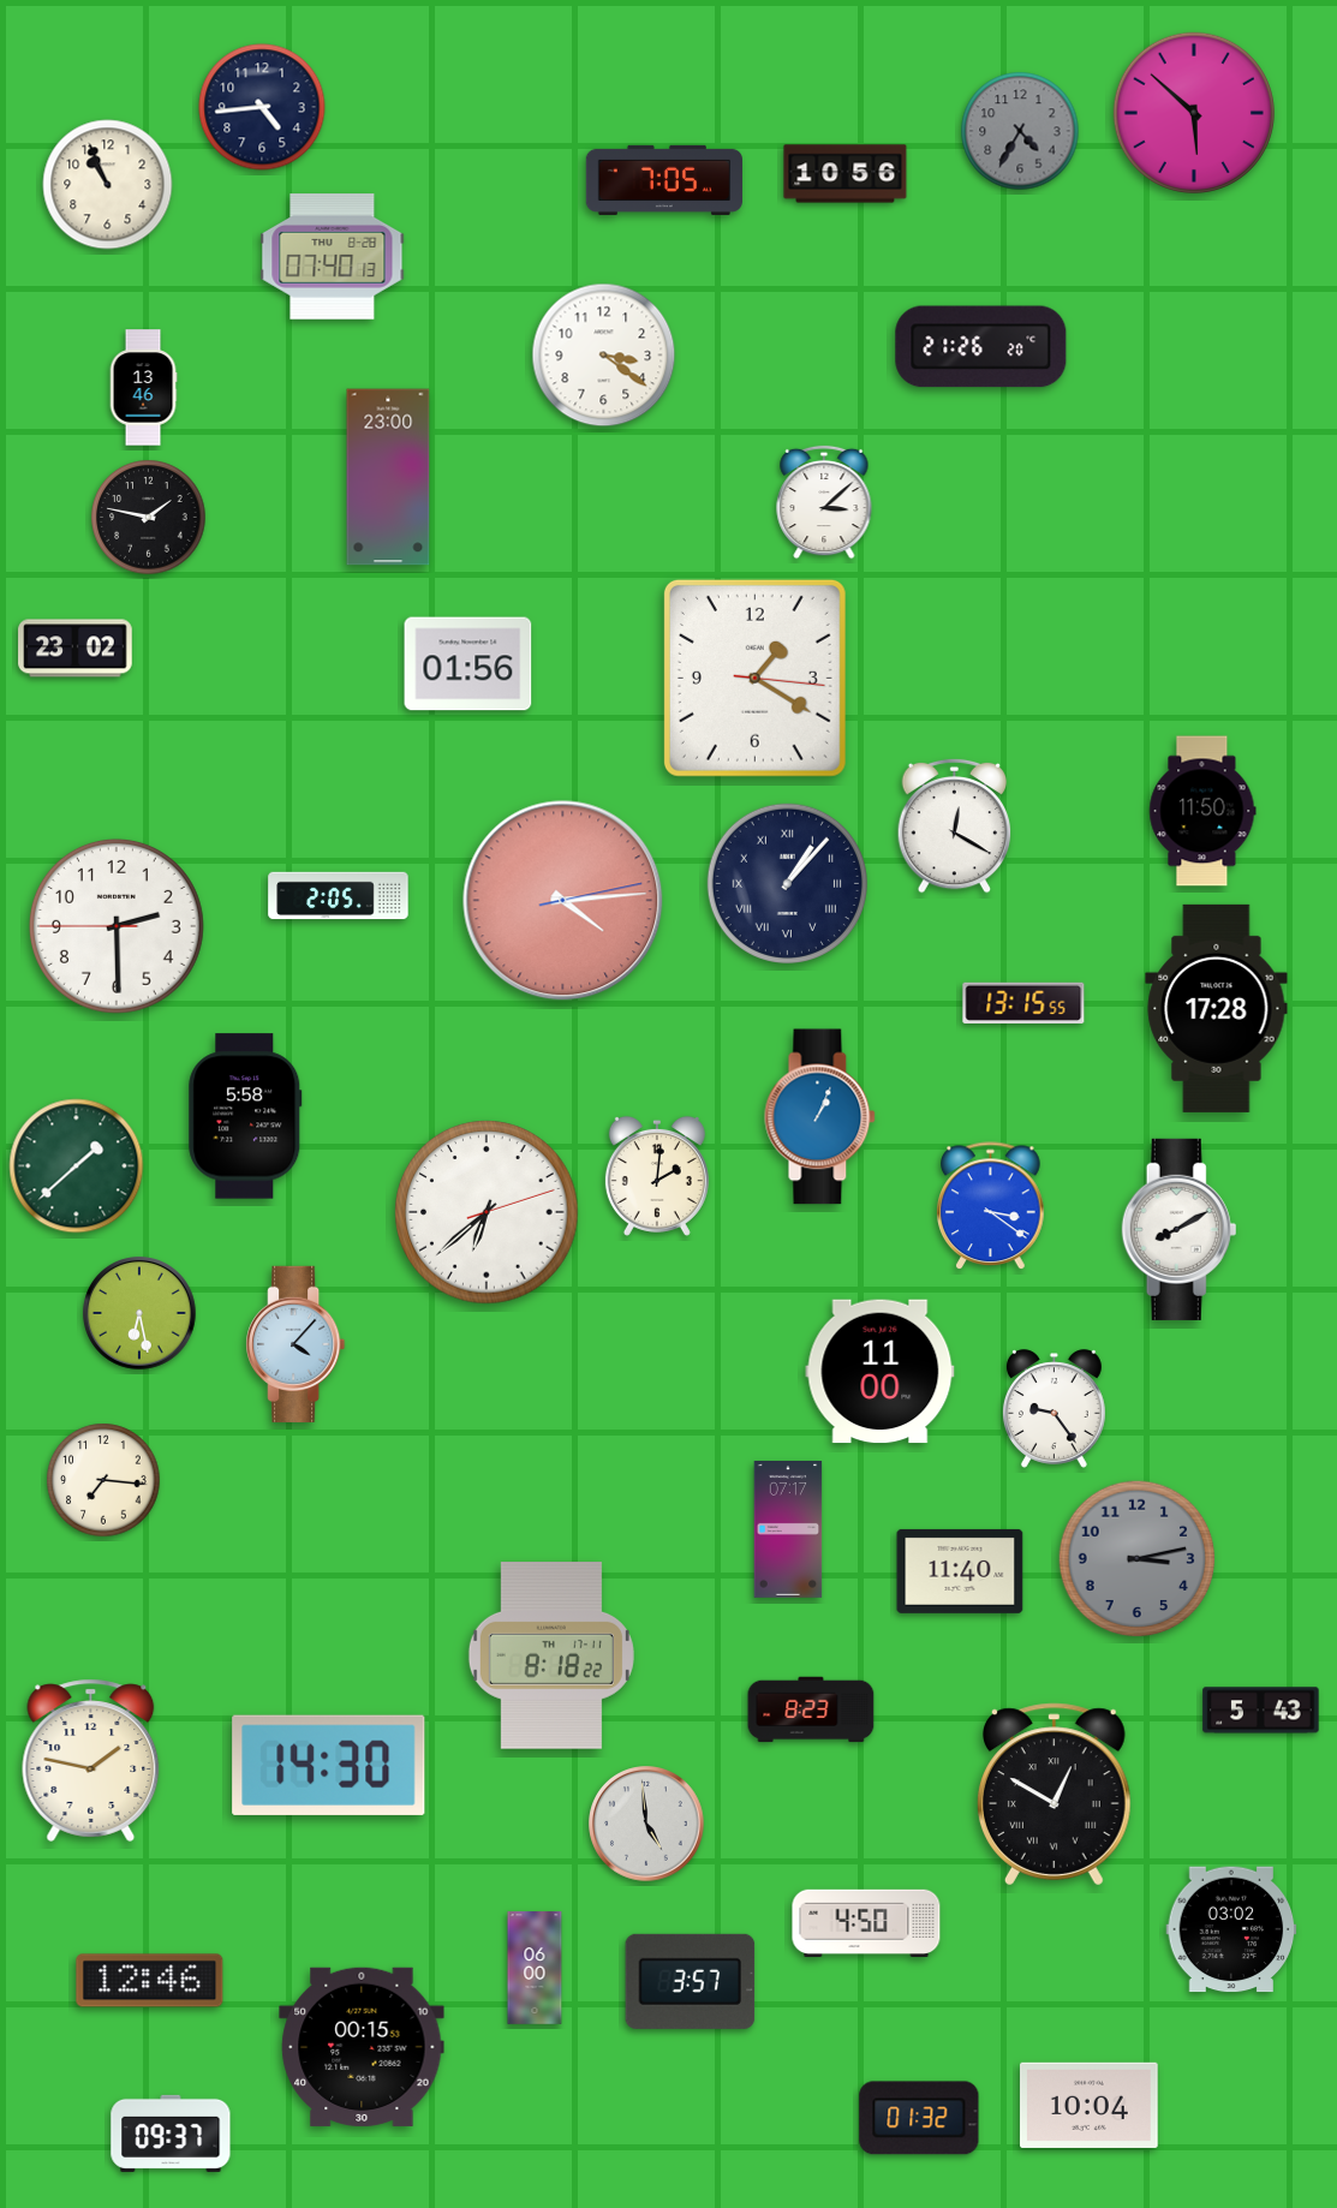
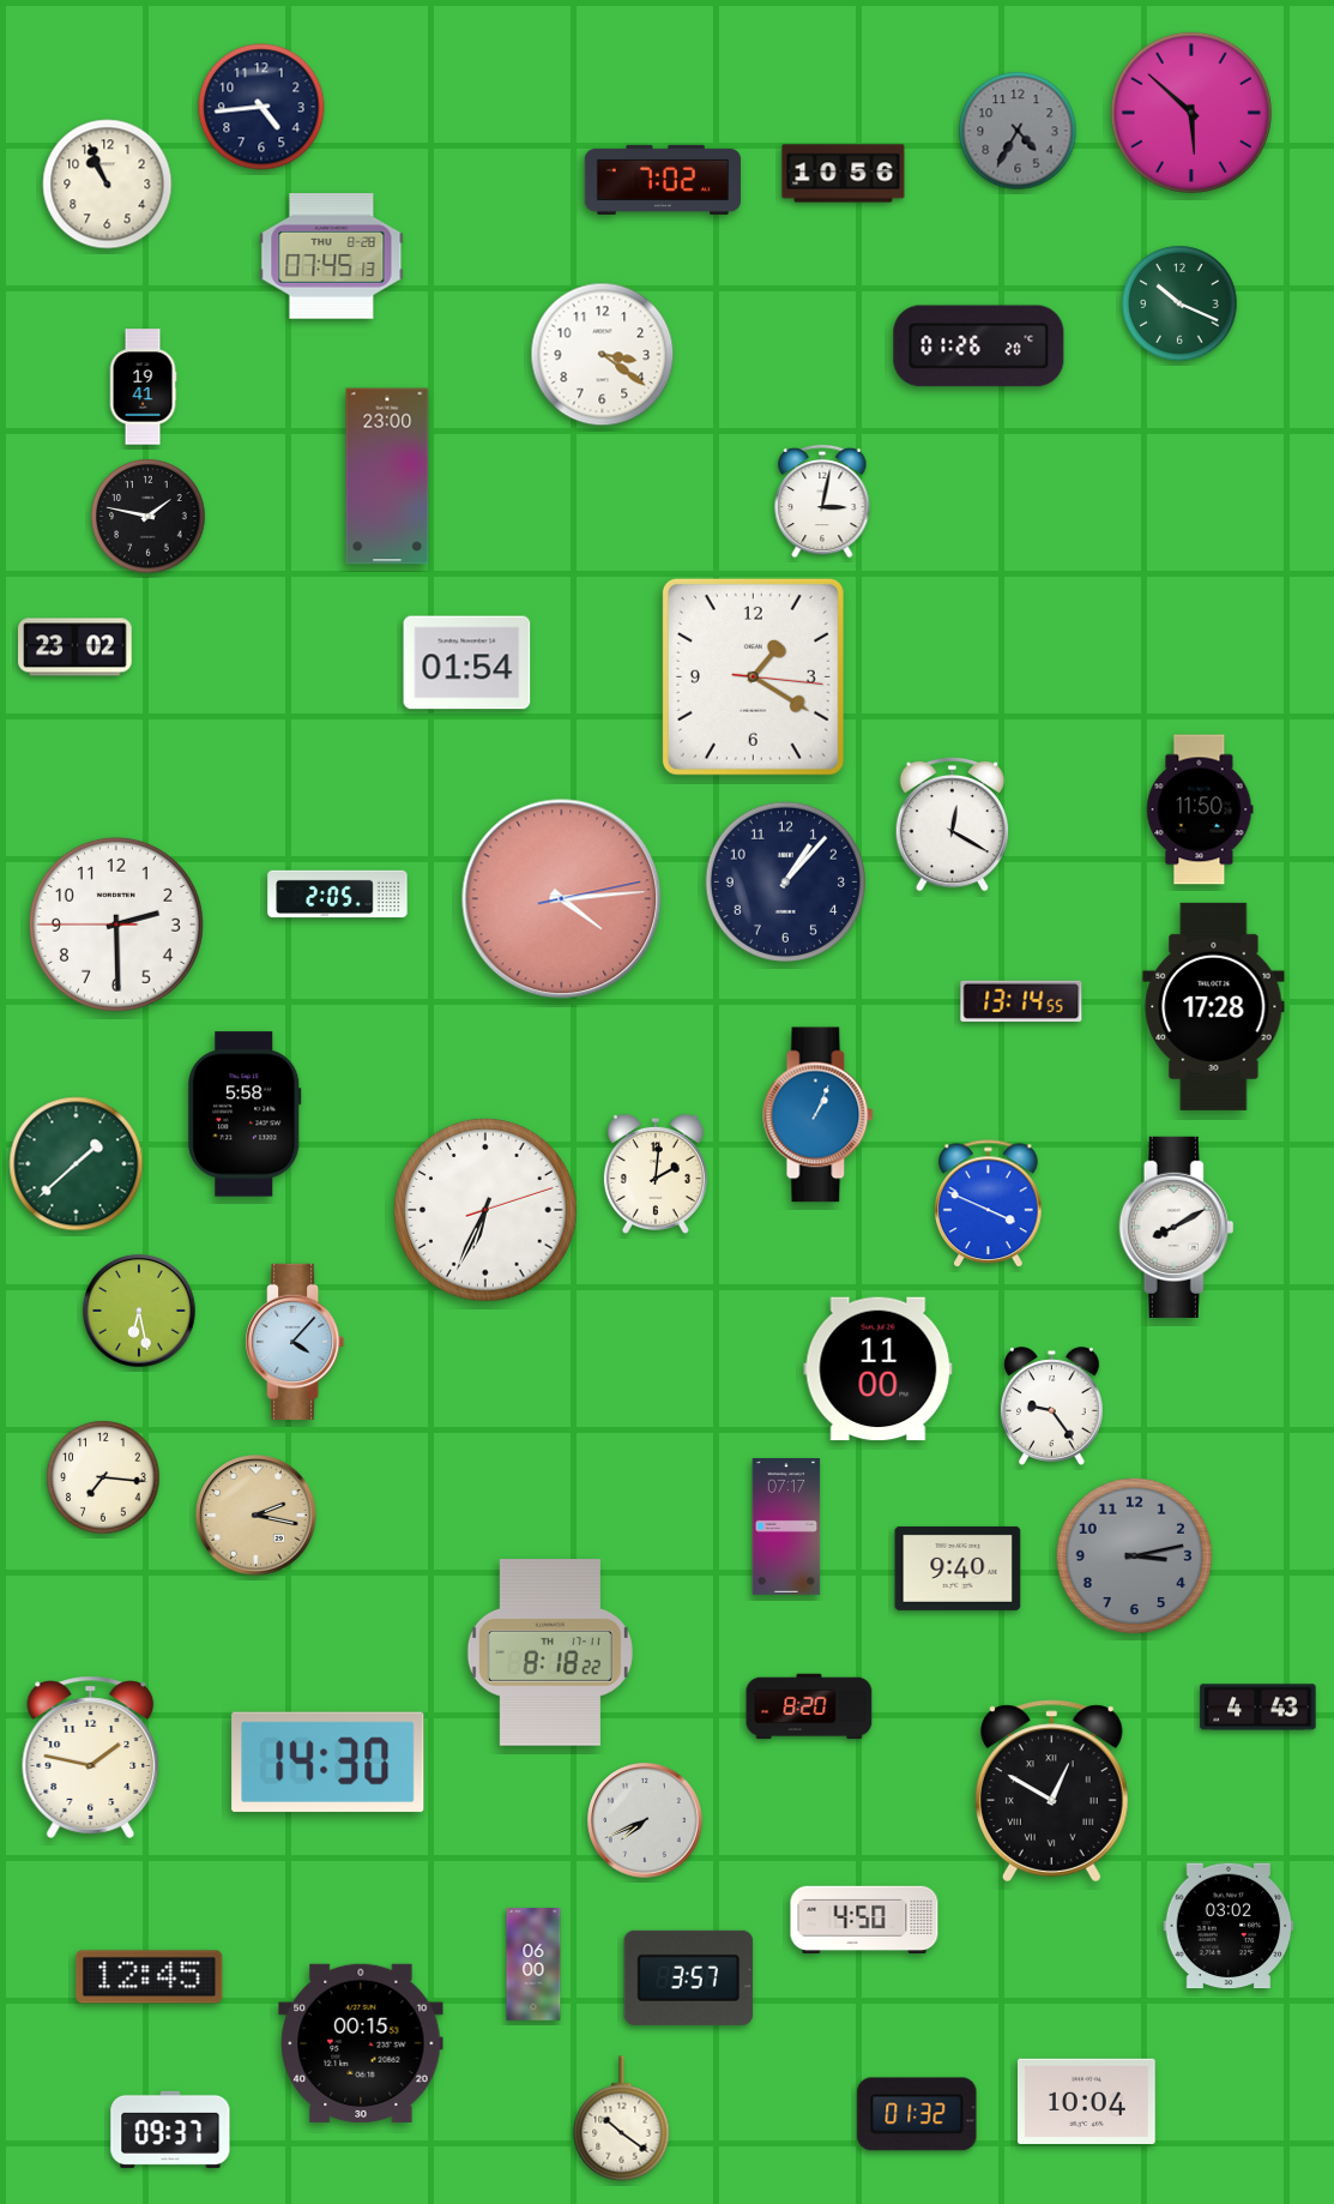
clock at (663, 180): 7:05 -> 7:02
clock at (333, 257): 07:40 -> 07:45
clock at (1179, 303): none -> 10:19
clock at (981, 347): 21:26 -> 01:26
clock at (143, 388): 13:46 -> 19:41
clock at (824, 502): 3:08 -> 3:02
clock at (468, 664): 01:56 -> 01:54
clock at (787, 883) numerals: Roman -> Arabic
clock at (1023, 1003): 13:15 -> 13:14
clock at (991, 1206): 3:21 -> 3:49
clock at (487, 1212): 6:38 -> 6:34
clock at (256, 1516): none -> 2:17
clock at (960, 1571): 11:40 -> 9:40
clock at (811, 1709): 8:23 -> 8:20
clock at (1261, 1711): 5:43 -> 4:43
clock at (646, 1824): 4:59 -> 7:41
clock at (150, 1981): 12:46 -> 12:45
clock at (622, 2119): none -> 10:21
